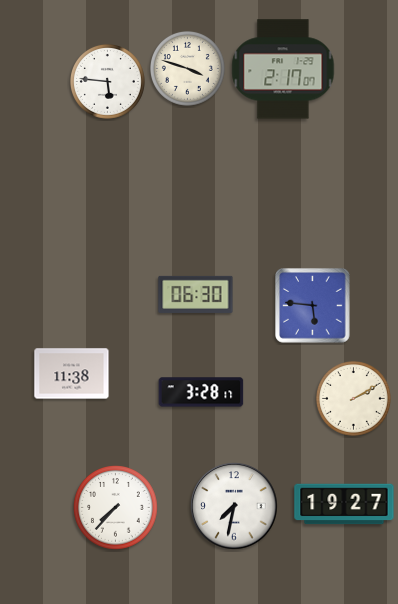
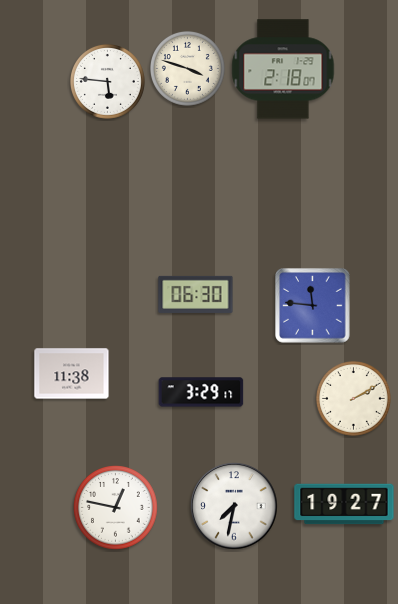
clock at (283, 69): 2:17 -> 2:18
clock at (313, 306): 5:46 -> 11:46
clock at (201, 392): 3:28 -> 3:29
clock at (116, 508): 7:37 -> 12:47
